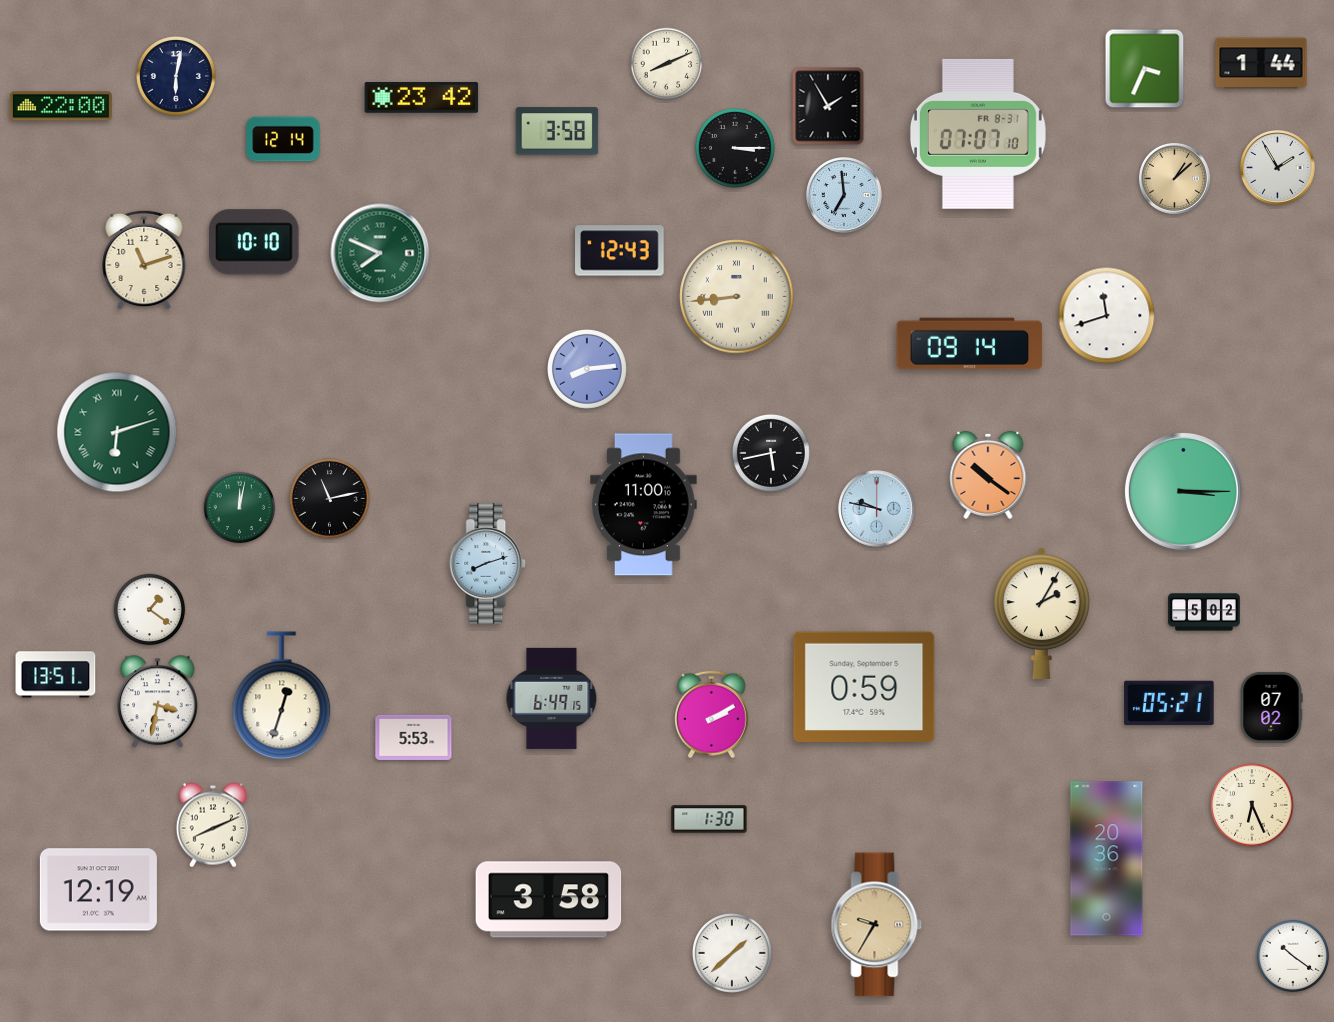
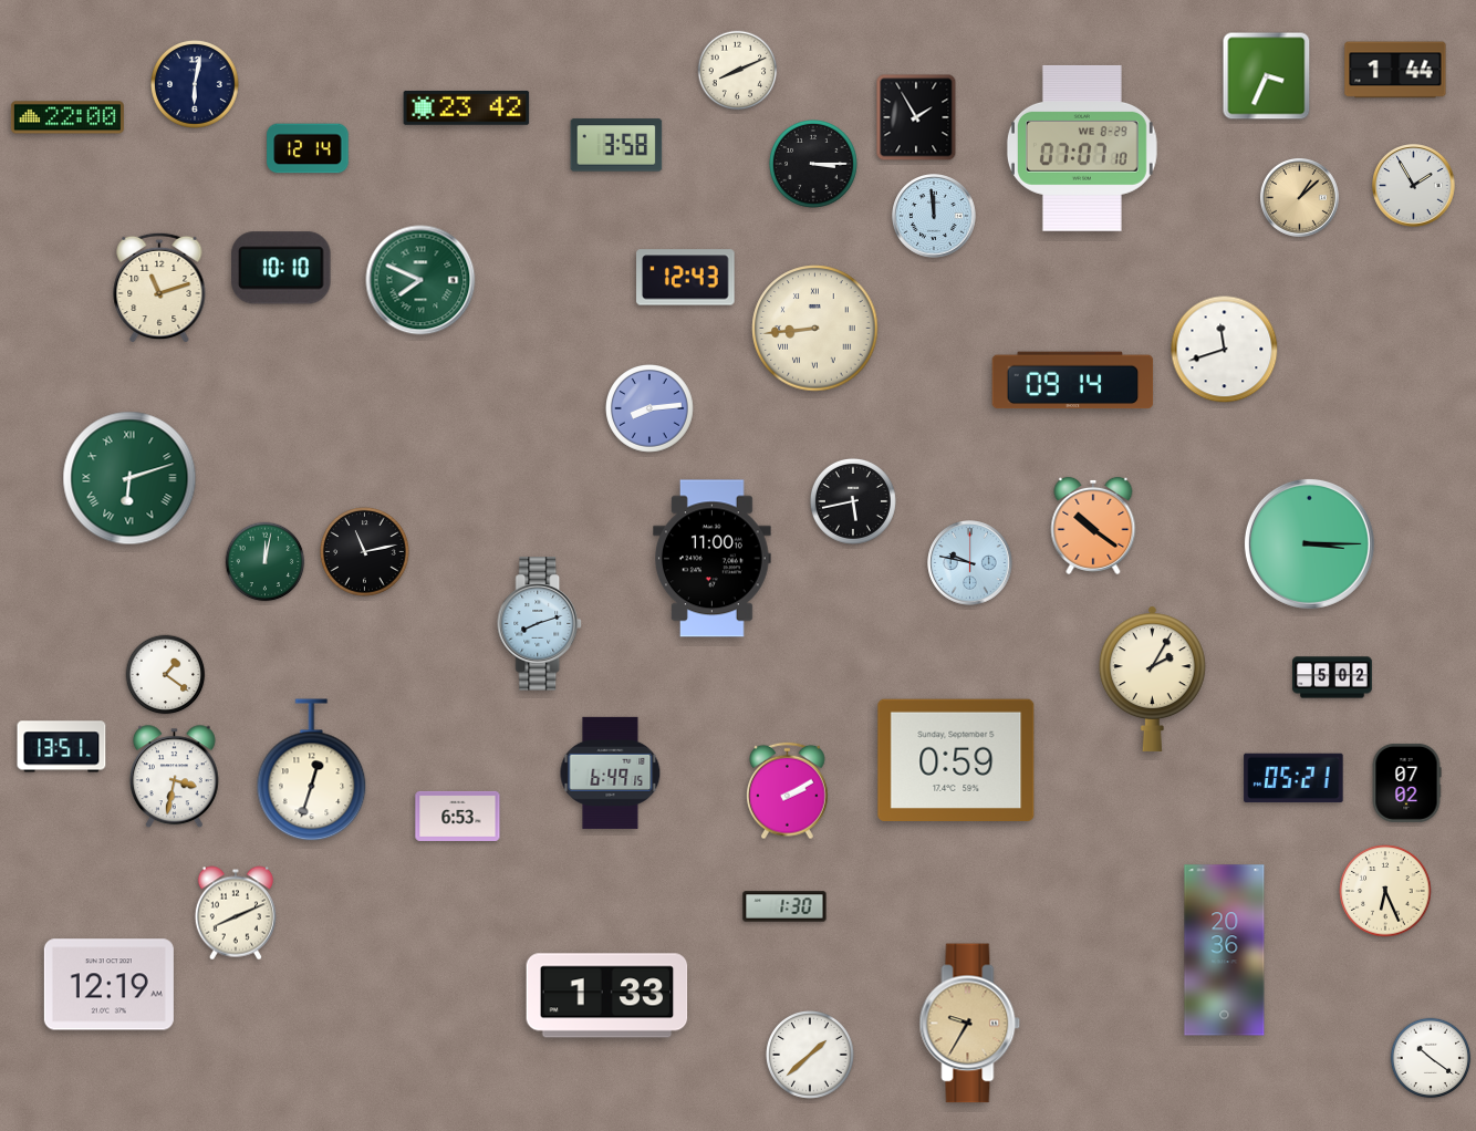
clock at (978, 134) date: FR 8-31 -> WE 8-29
clock at (283, 139) position: (283, 139) -> (308, 148)
clock at (844, 195): 6:59 -> 11:59
clock at (414, 737): 5:53 -> 6:53
clock at (549, 900): 3:58 -> 1:33
